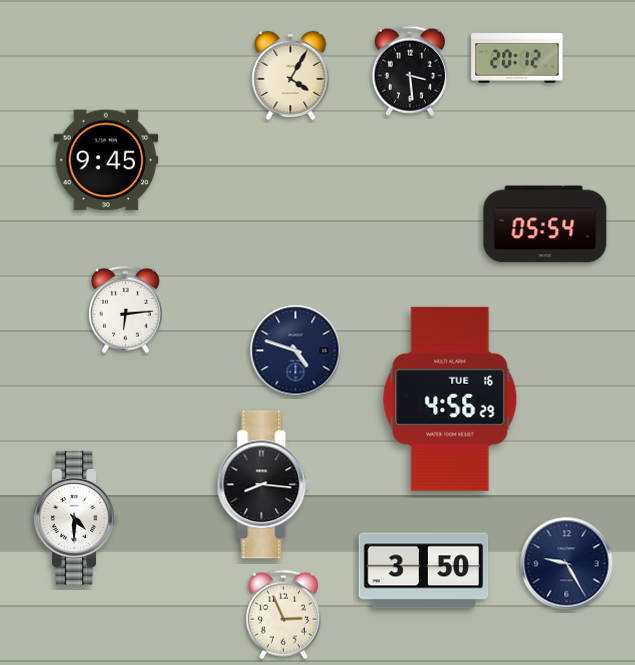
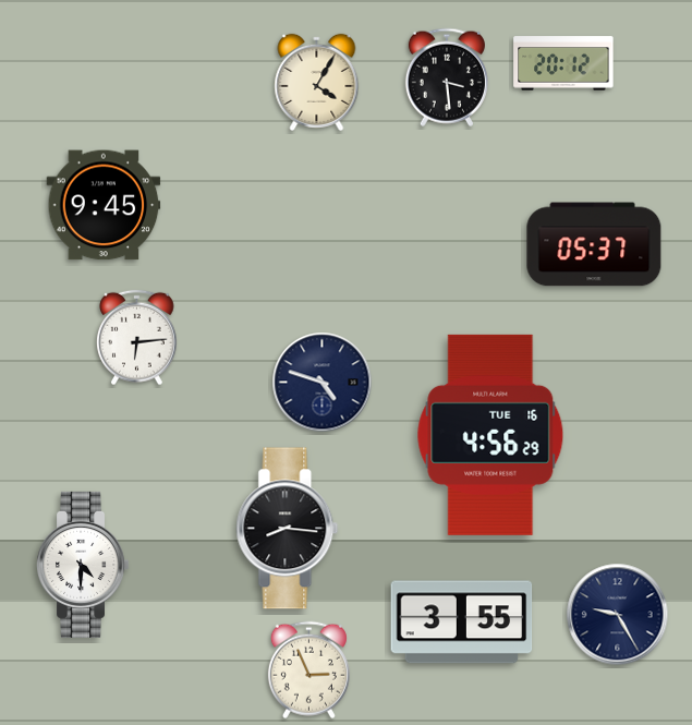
clock at (106, 160) position: (106, 160) -> (104, 205)
clock at (545, 224): 05:54 -> 05:37
clock at (424, 571): 3:50 -> 3:55
